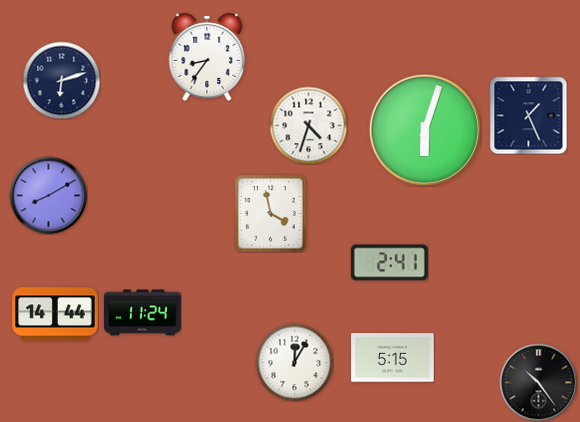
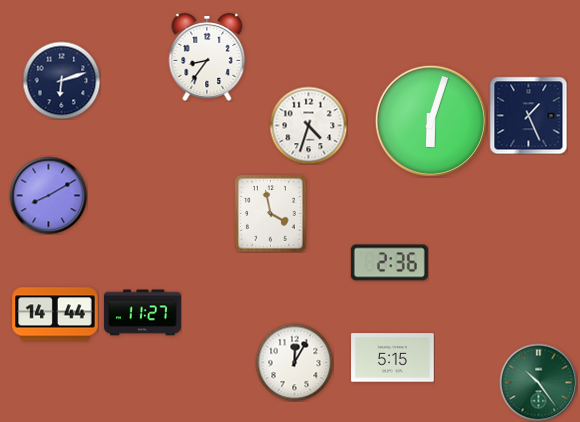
clock at (425, 130) position: (425, 130) -> (431, 121)
clock at (389, 263): 2:41 -> 2:36
clock at (142, 313): 11:24 -> 11:27
clock at (538, 382) dial: black -> green
